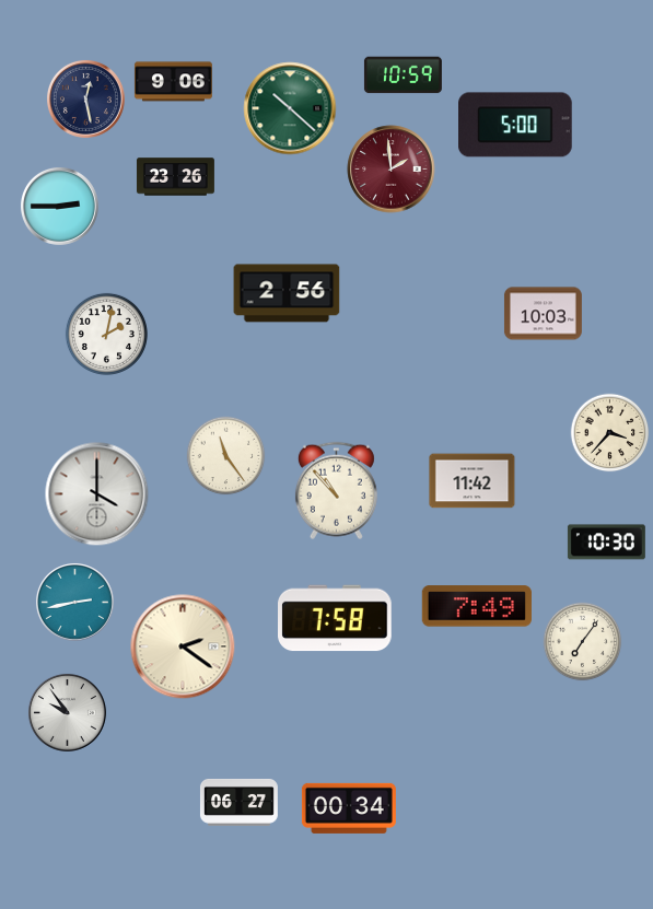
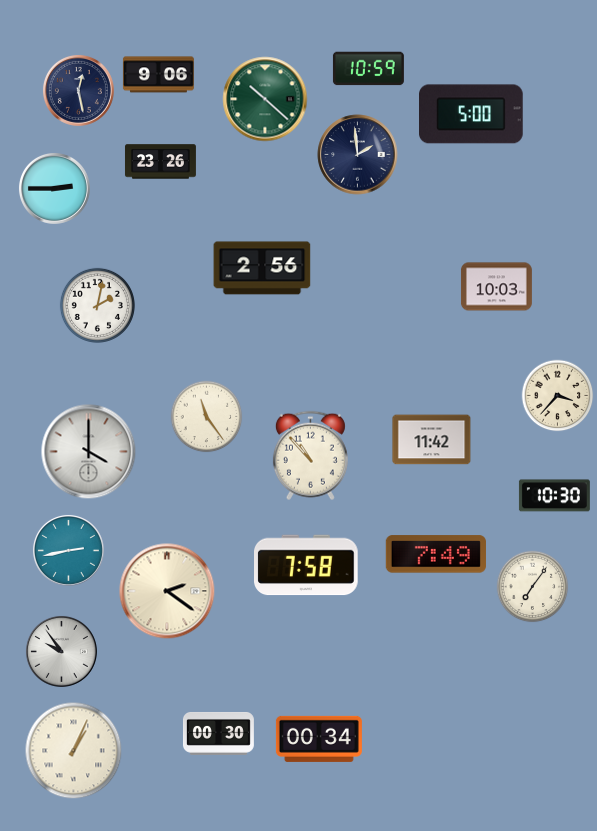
clock at (392, 170) dial: burgundy -> navy
clock at (336, 491) position: (336, 491) -> (310, 456)
clock at (238, 802): 06:27 -> 00:30
clock at (74, 751): none -> 1:04
